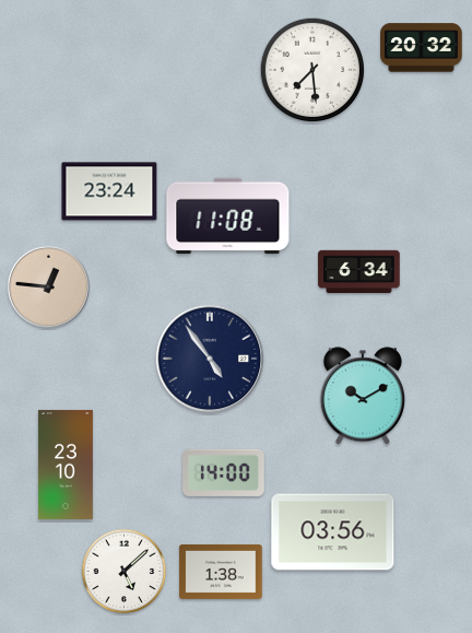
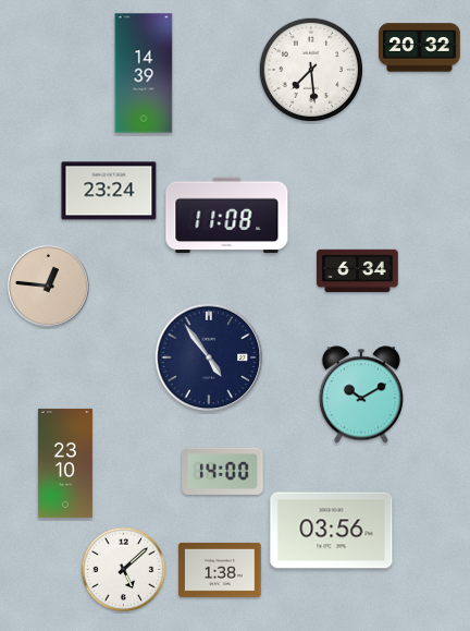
clock at (144, 73): none -> 14:39
